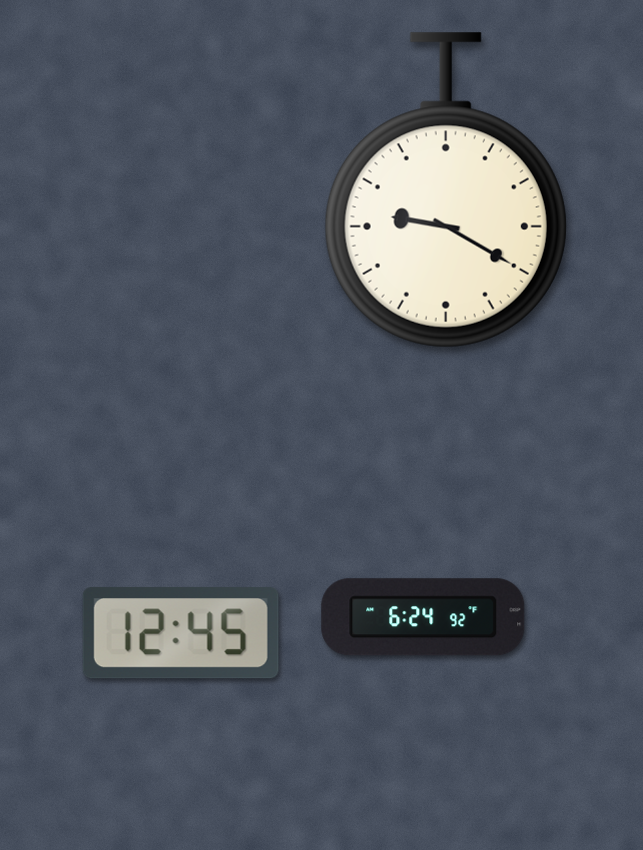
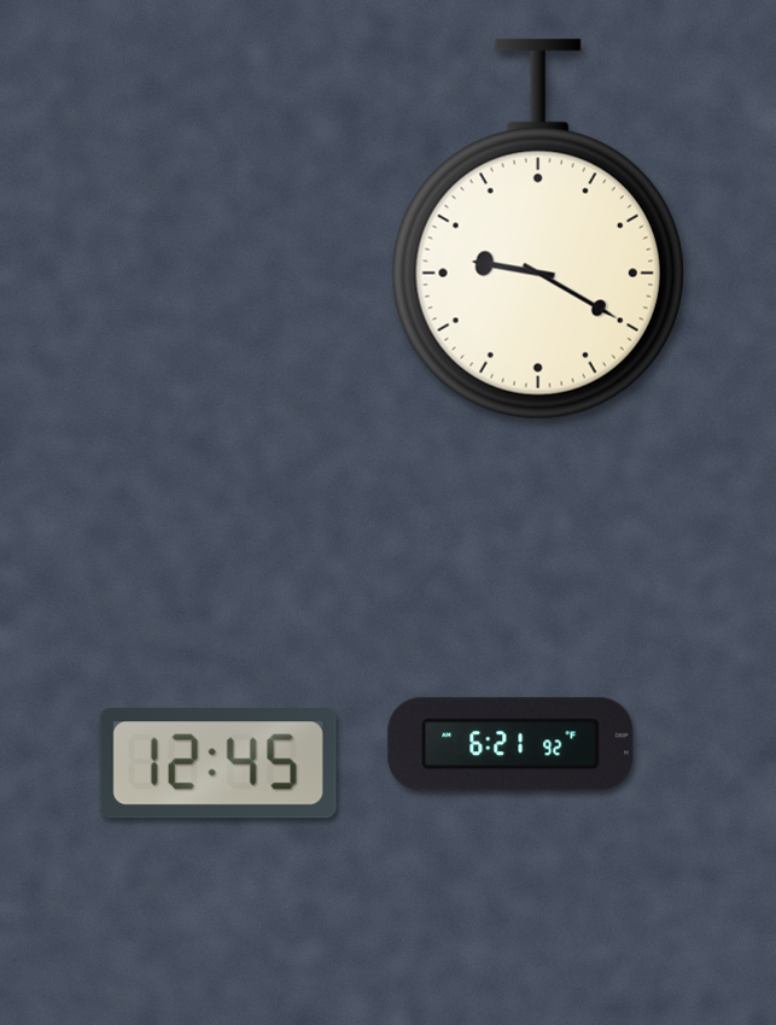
clock at (423, 617): 6:24 -> 6:21
